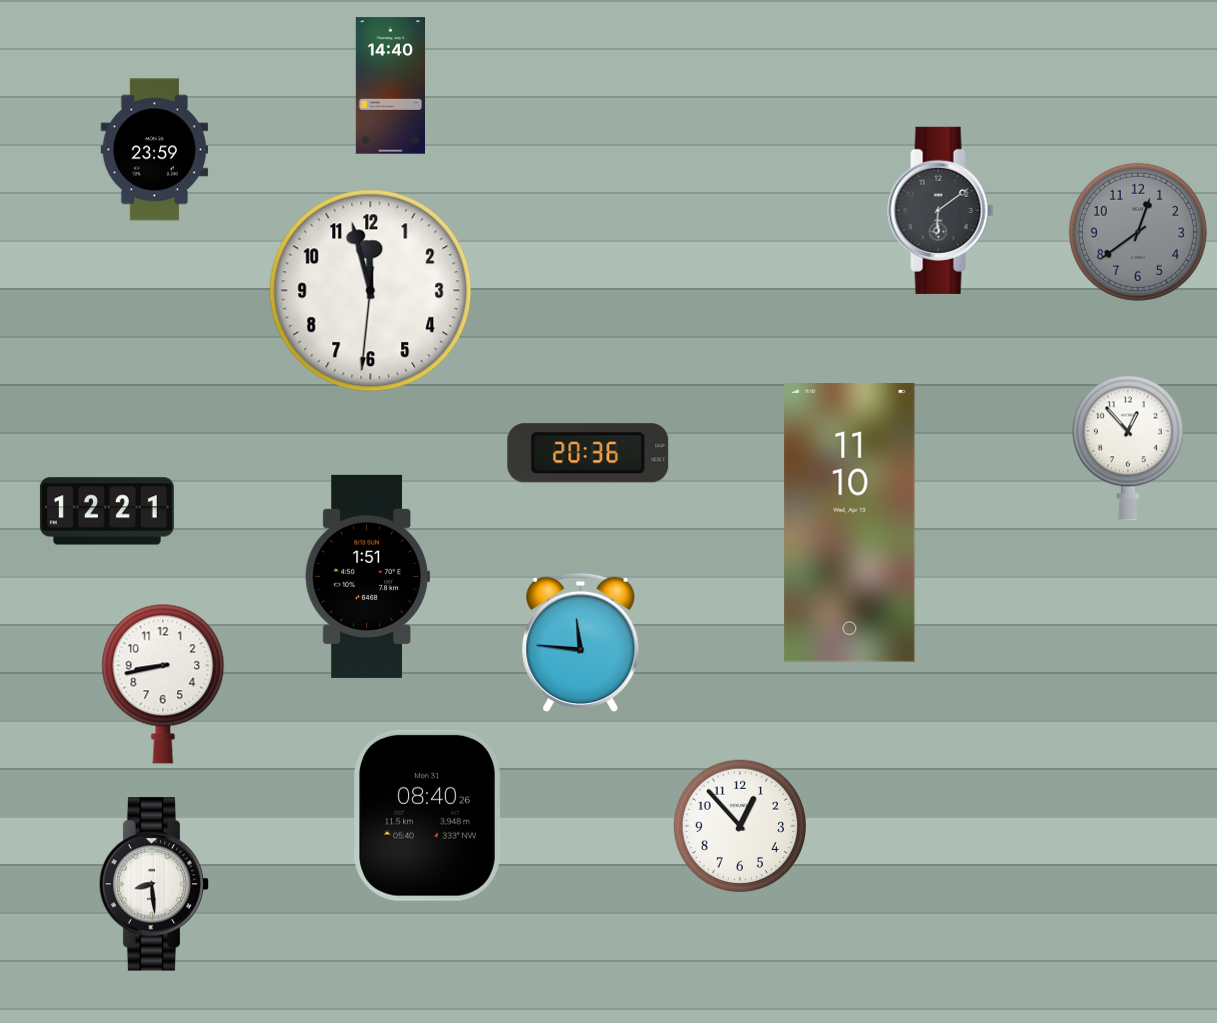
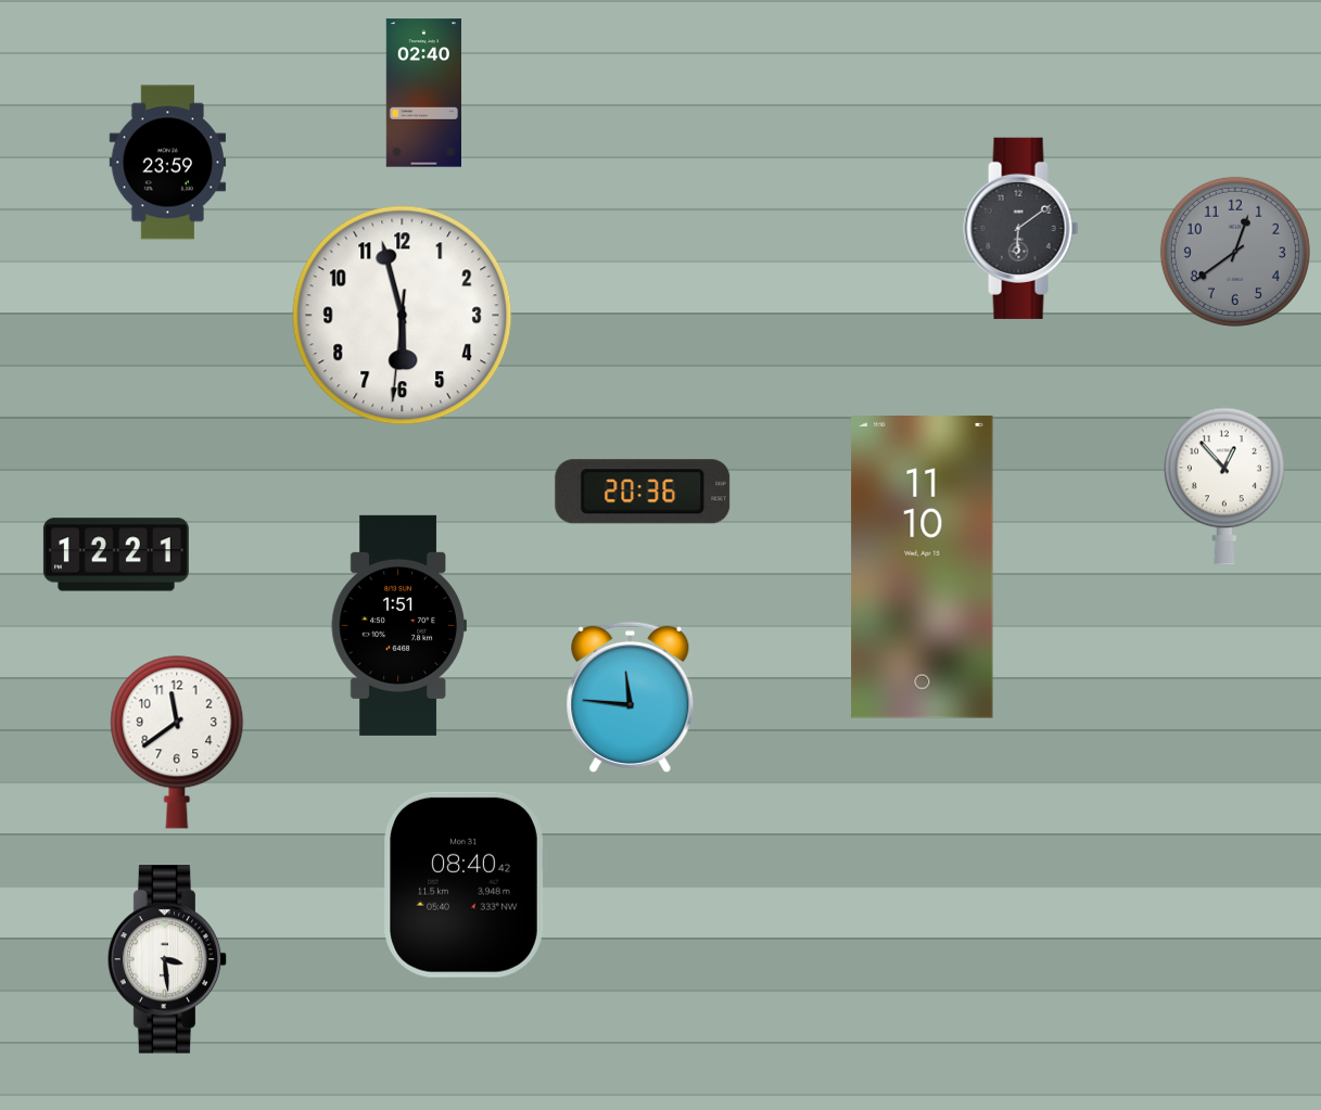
clock at (390, 86): 14:40 -> 02:40
clock at (371, 291): 11:57 -> 5:57
clock at (588, 453) position: (588, 453) -> (643, 492)
clock at (163, 684): 8:43 -> 11:39
clock at (428, 815): 08:40:26 -> 08:40:42
clock at (740, 826): 12:53 -> none
clock at (154, 884): 8:29 -> 3:29
